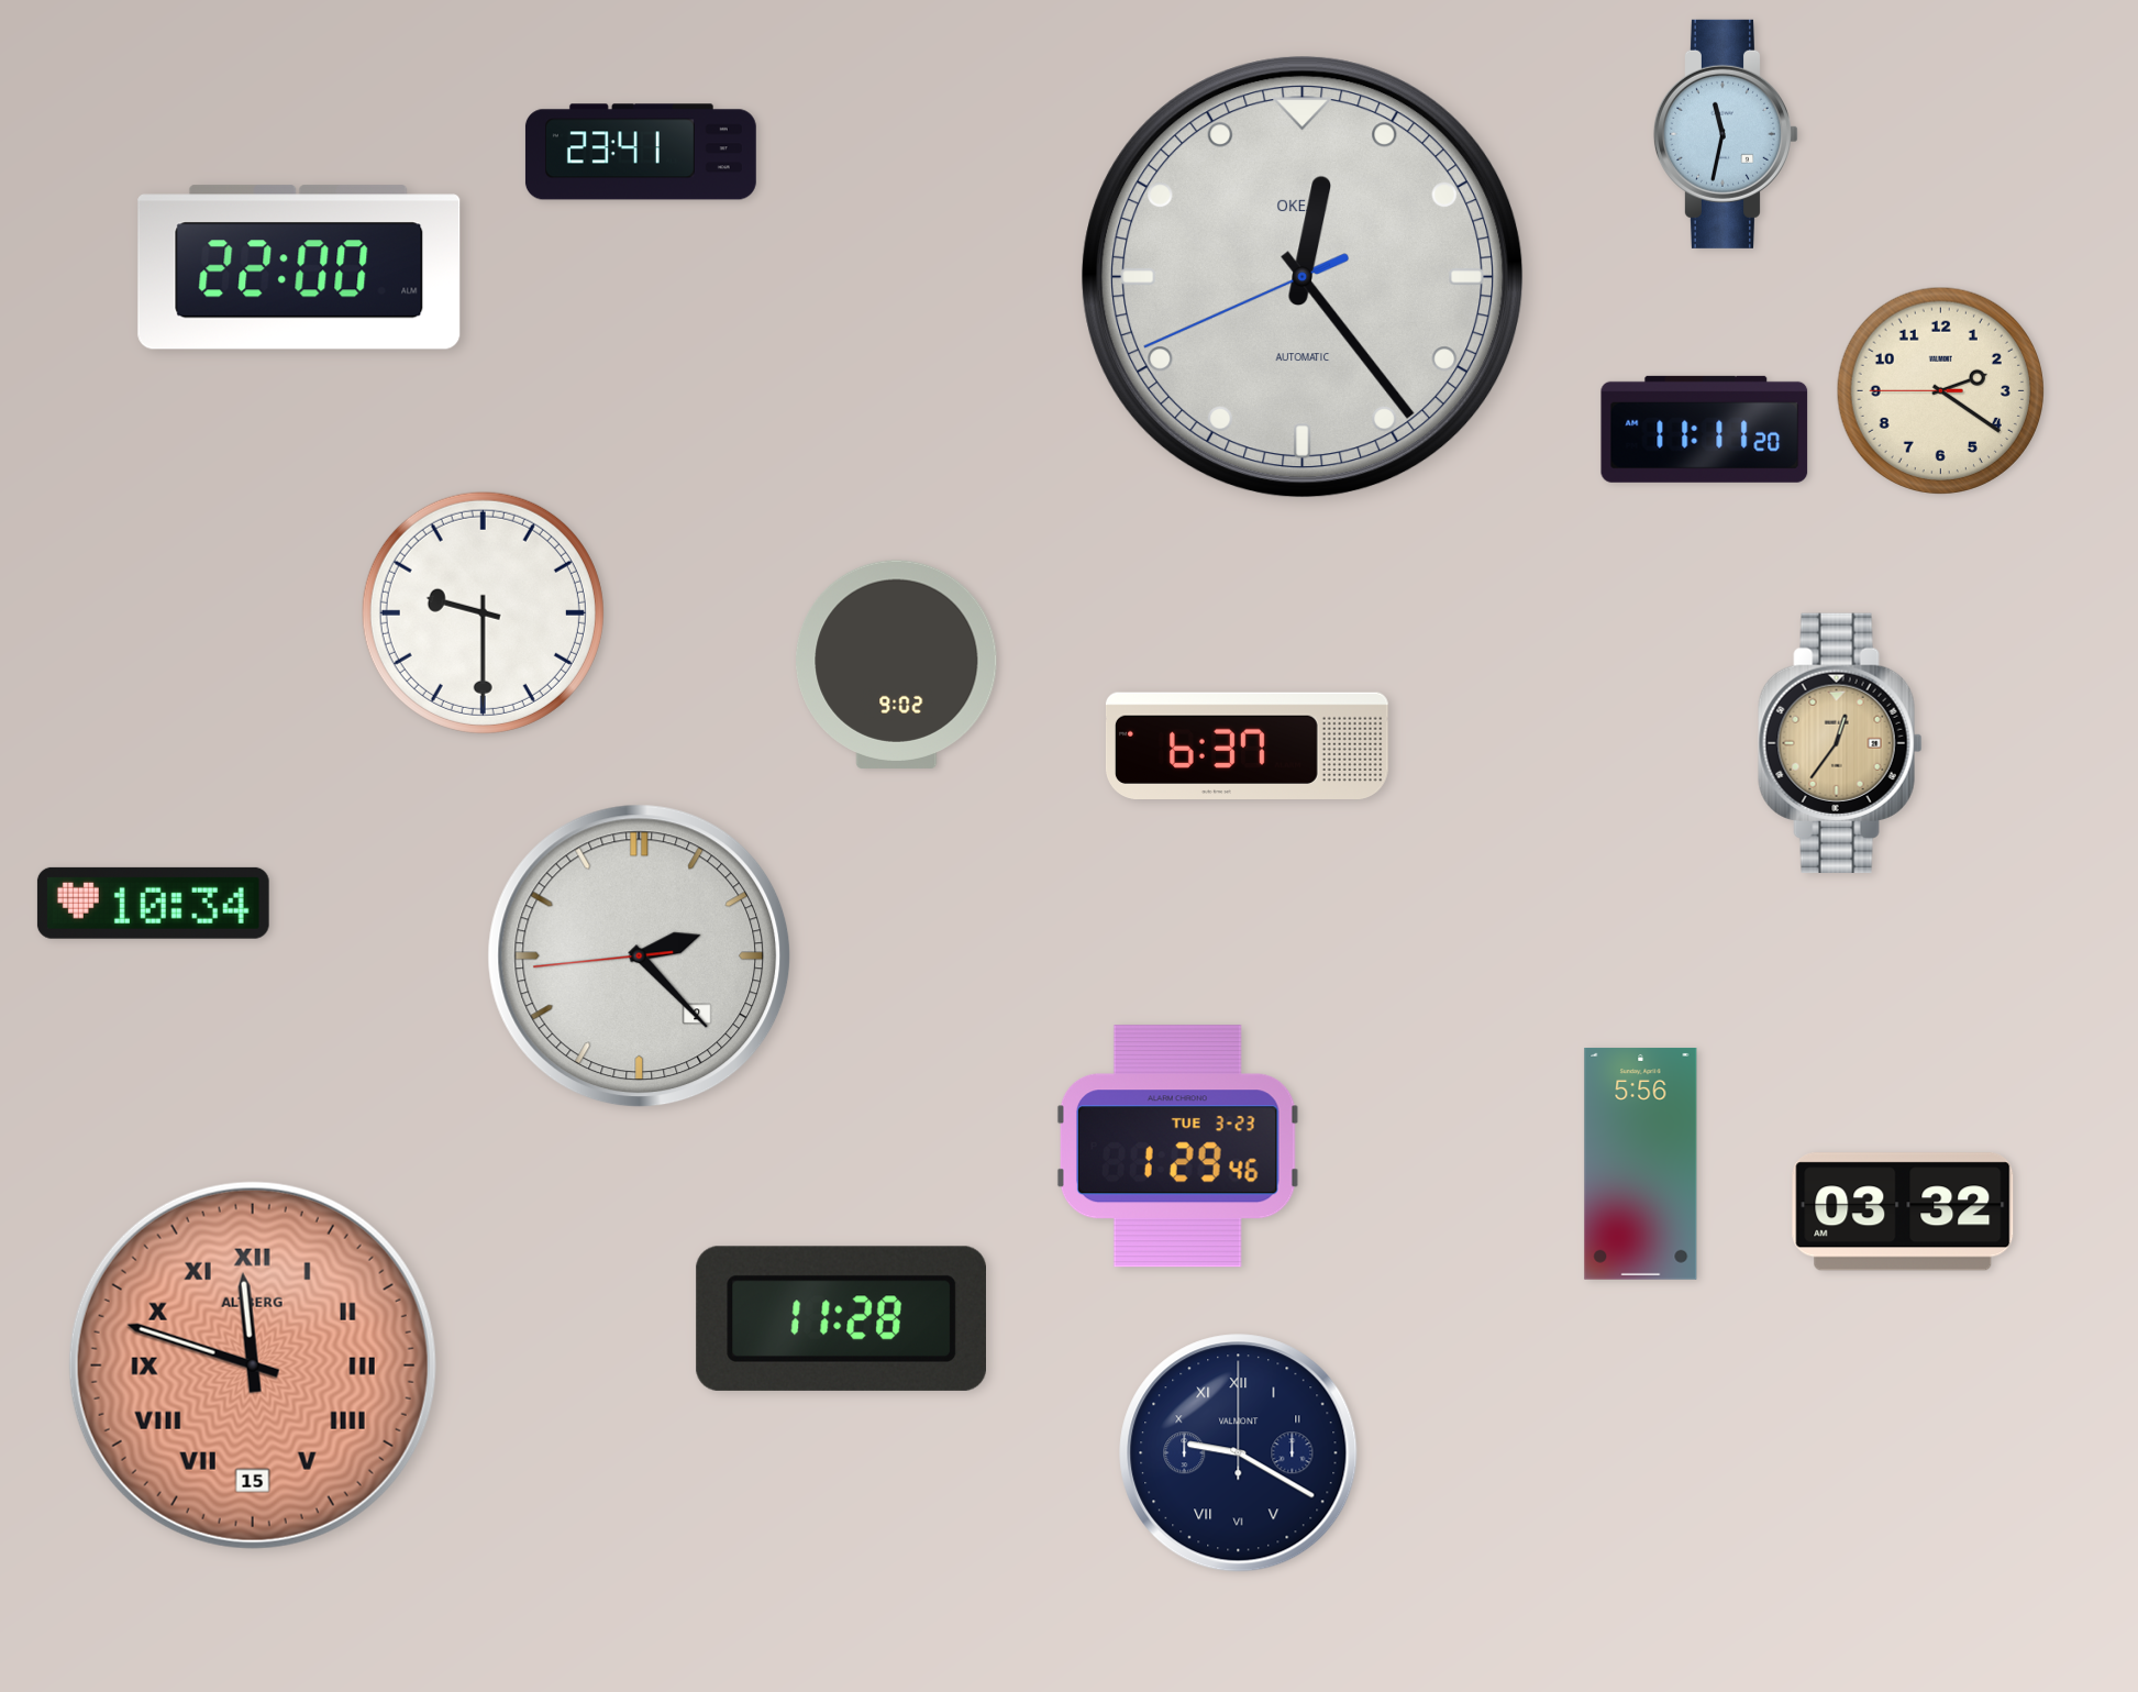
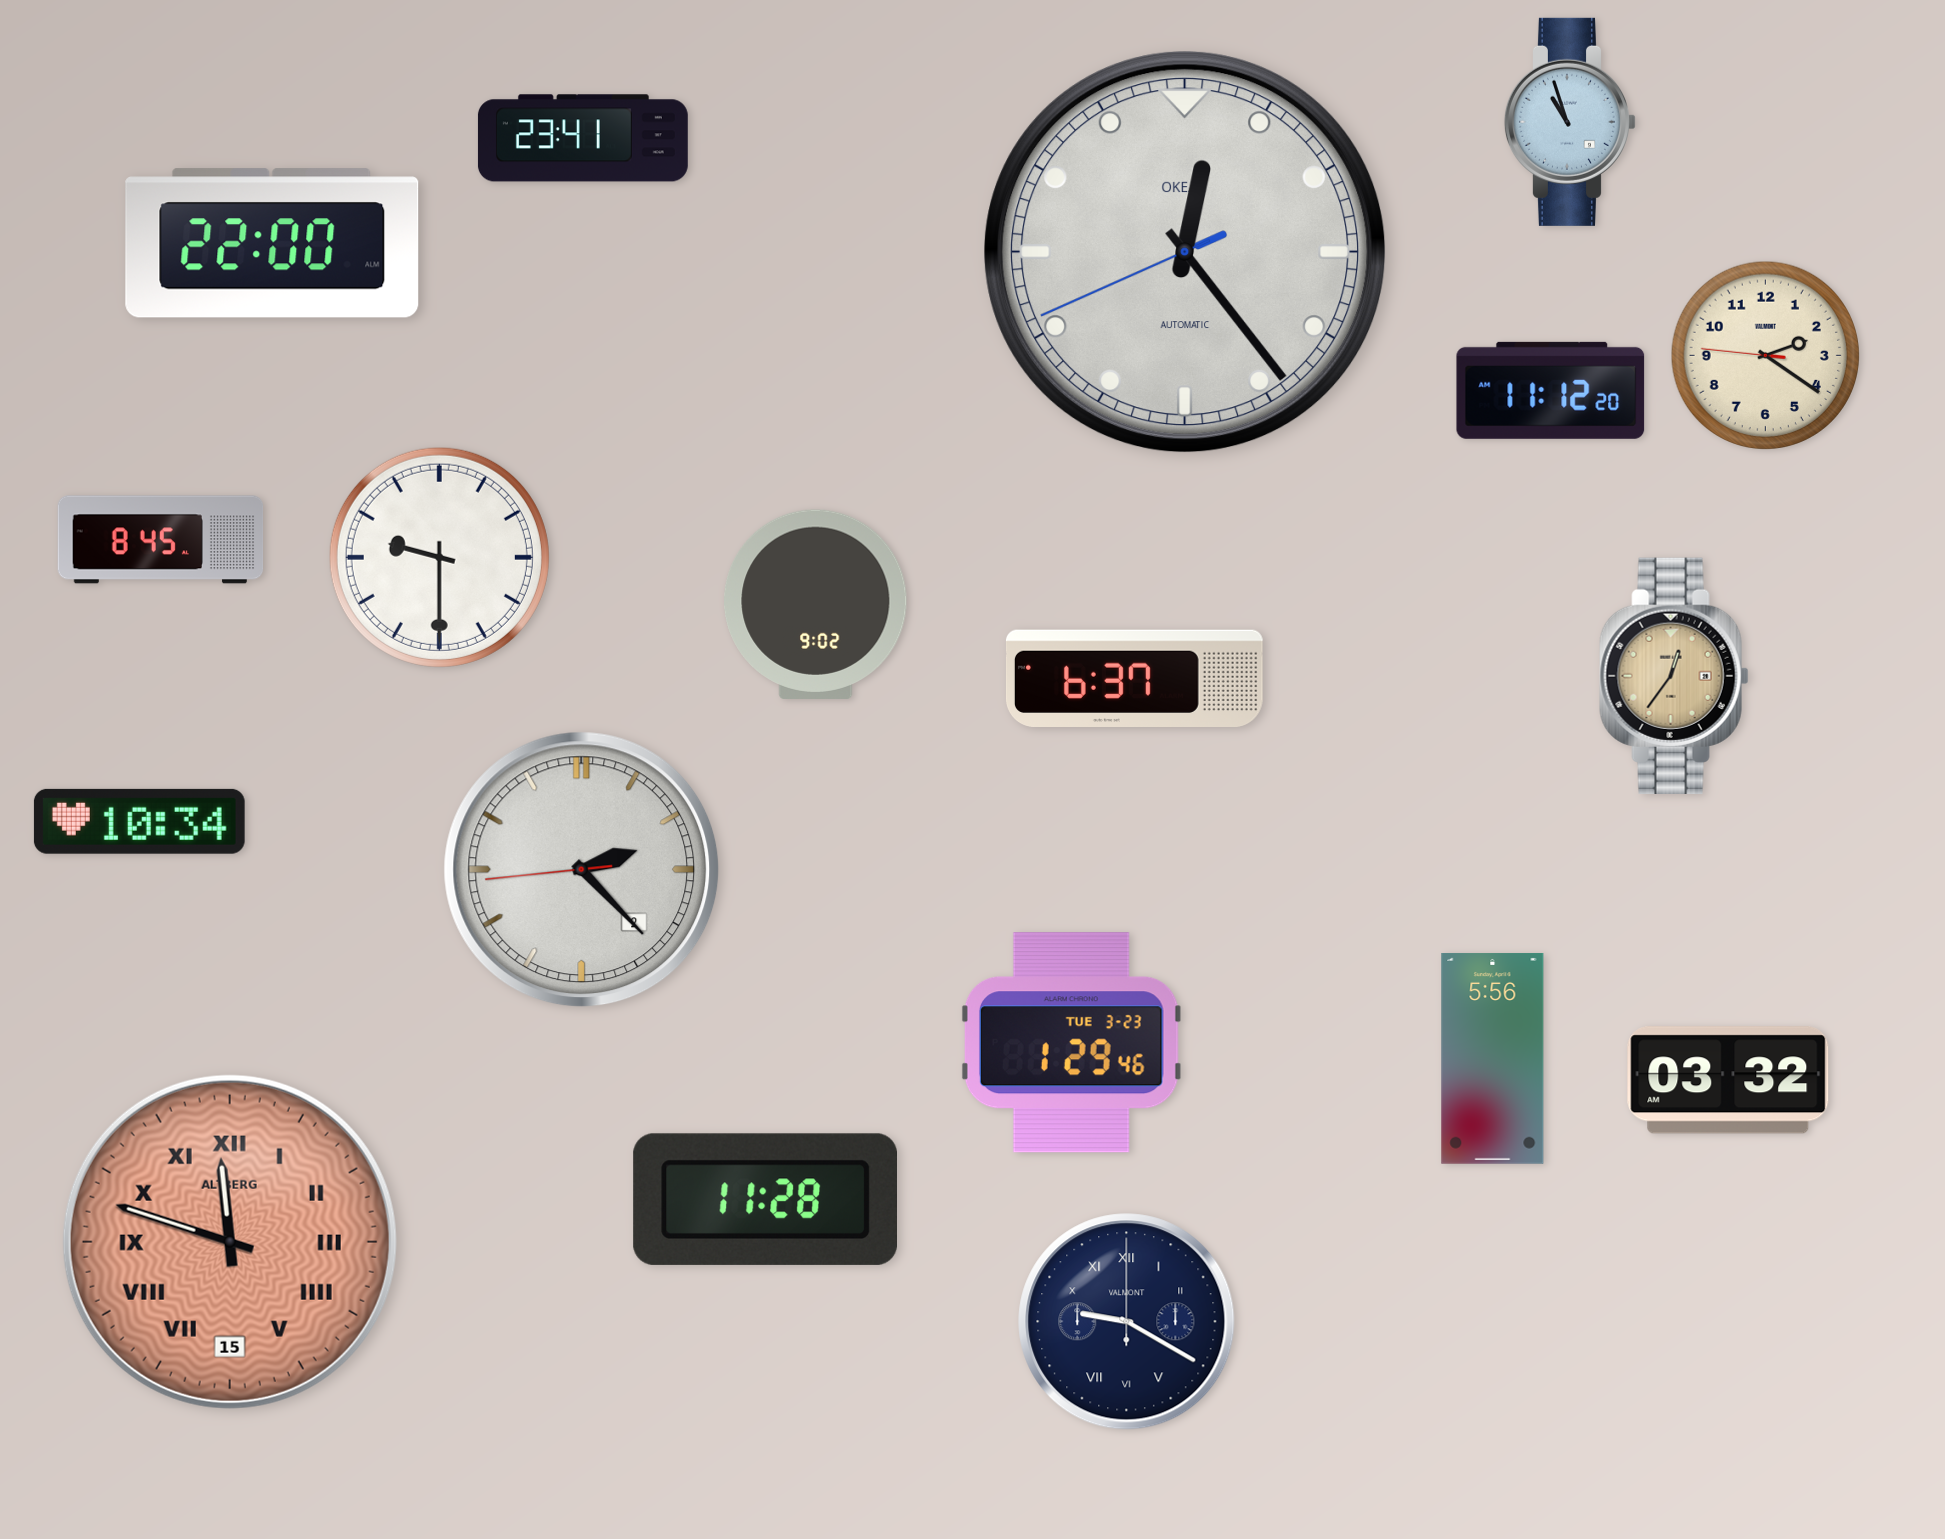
clock at (1726, 134): 11:32 -> 10:57
clock at (1940, 390): 2:20:45 -> 2:20:46
clock at (1705, 429): 11:11 -> 11:12
clock at (161, 540): none -> 8:45
clock at (1903, 1212) position: (1903, 1212) -> (1728, 1080)
